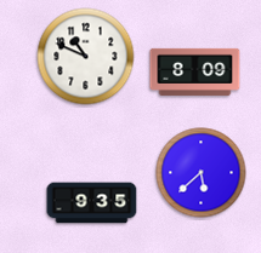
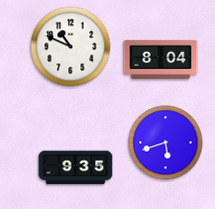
clock at (195, 71): 8:09 -> 8:04
clock at (202, 173): 5:38 -> 5:42
